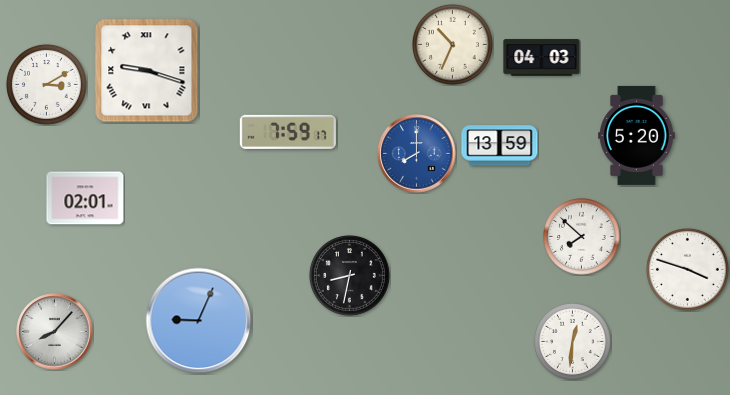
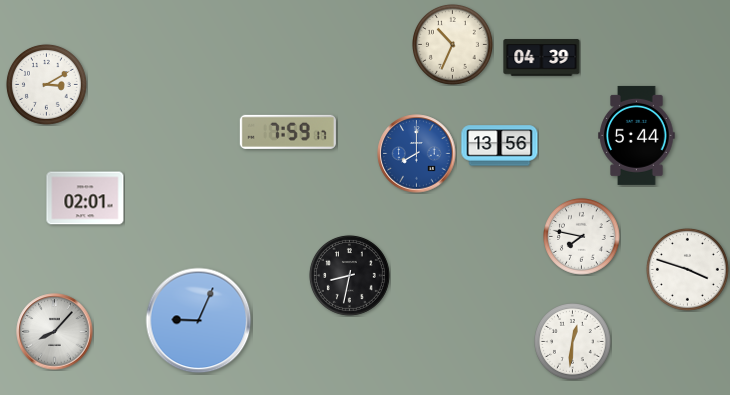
clock at (542, 58): 04:03 -> 04:39
clock at (147, 71): 9:18 -> none
clock at (637, 135): 5:20 -> 5:44
clock at (500, 146): 13:59 -> 13:56
clock at (582, 237): 7:52 -> 7:47
